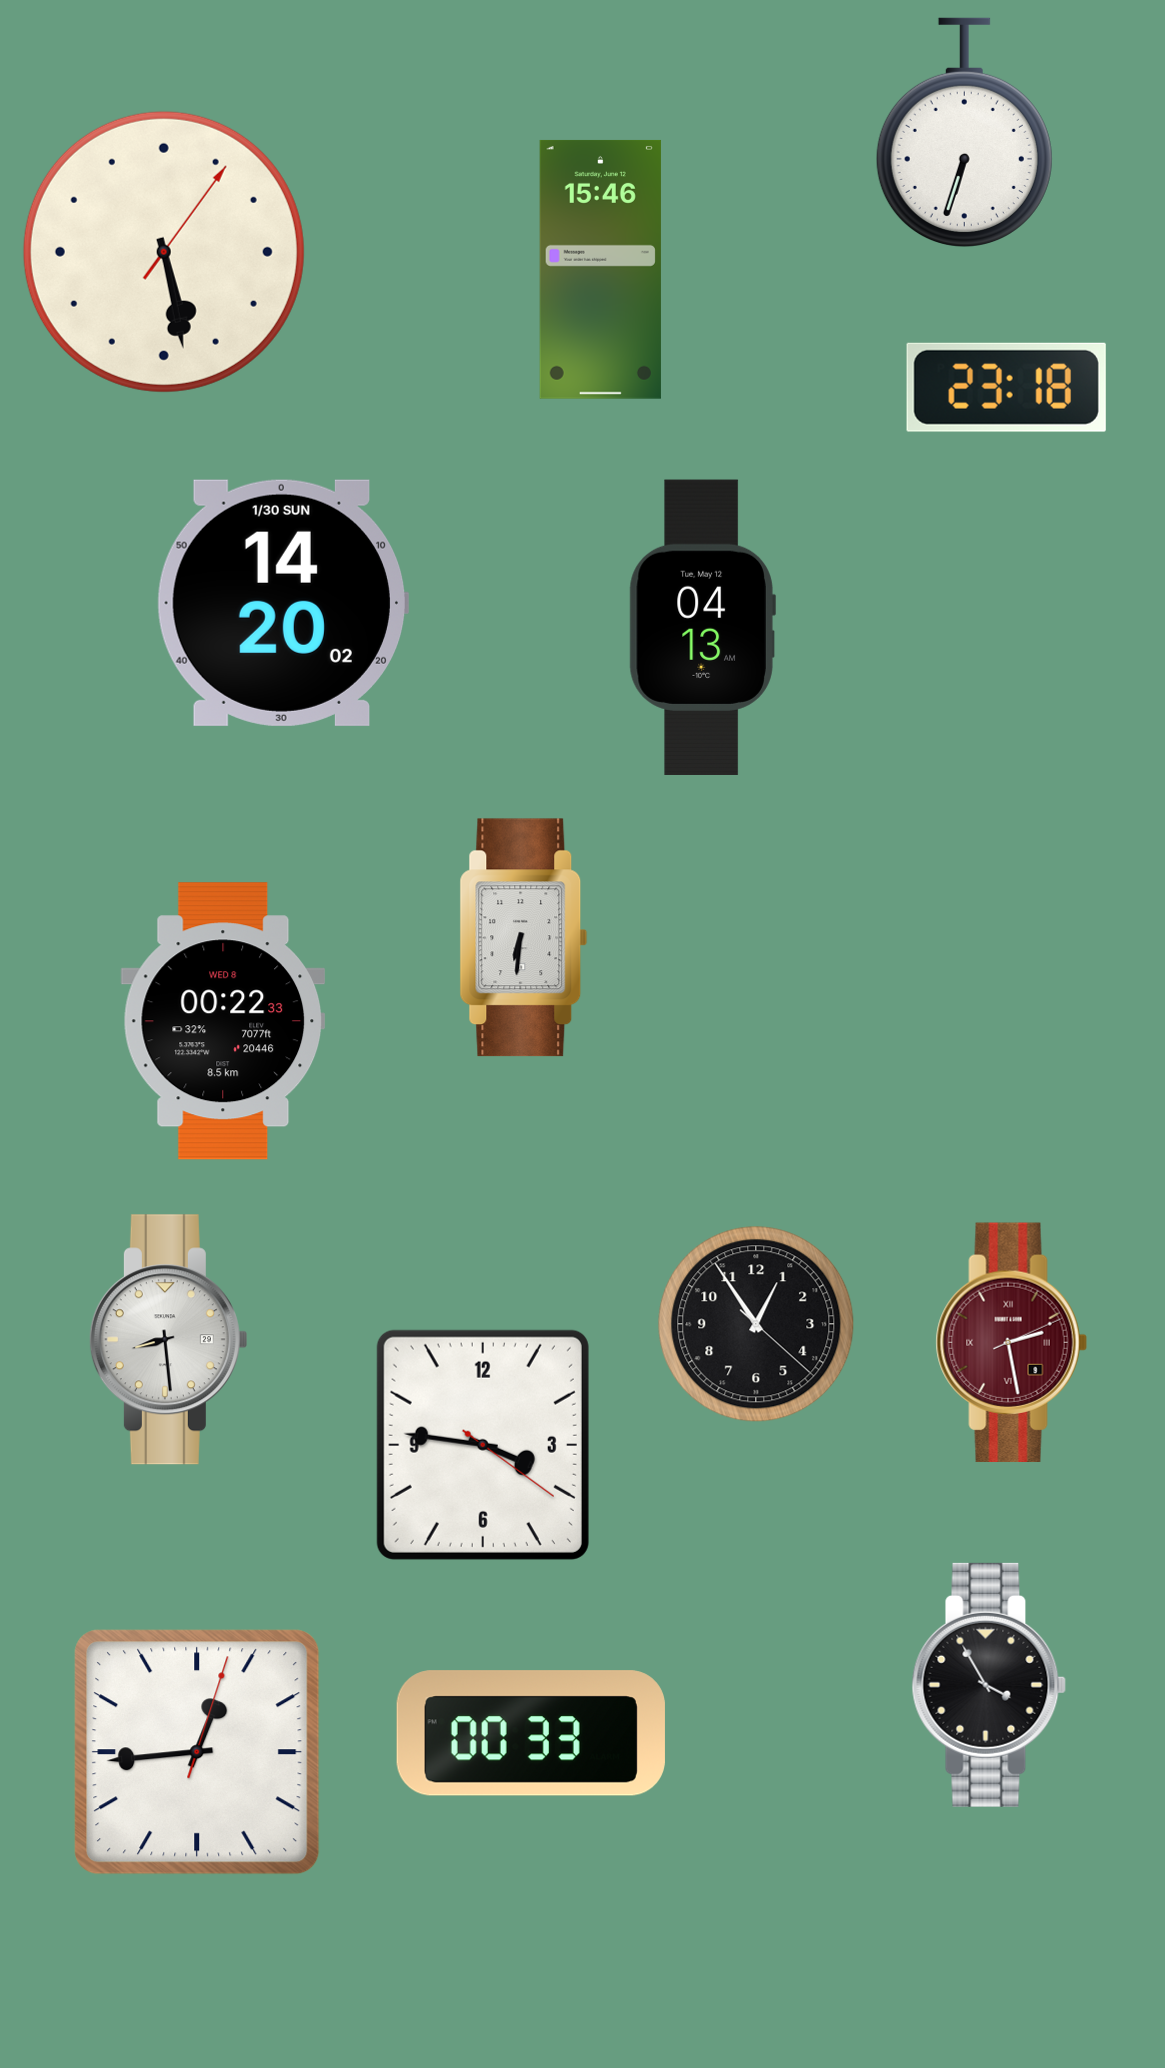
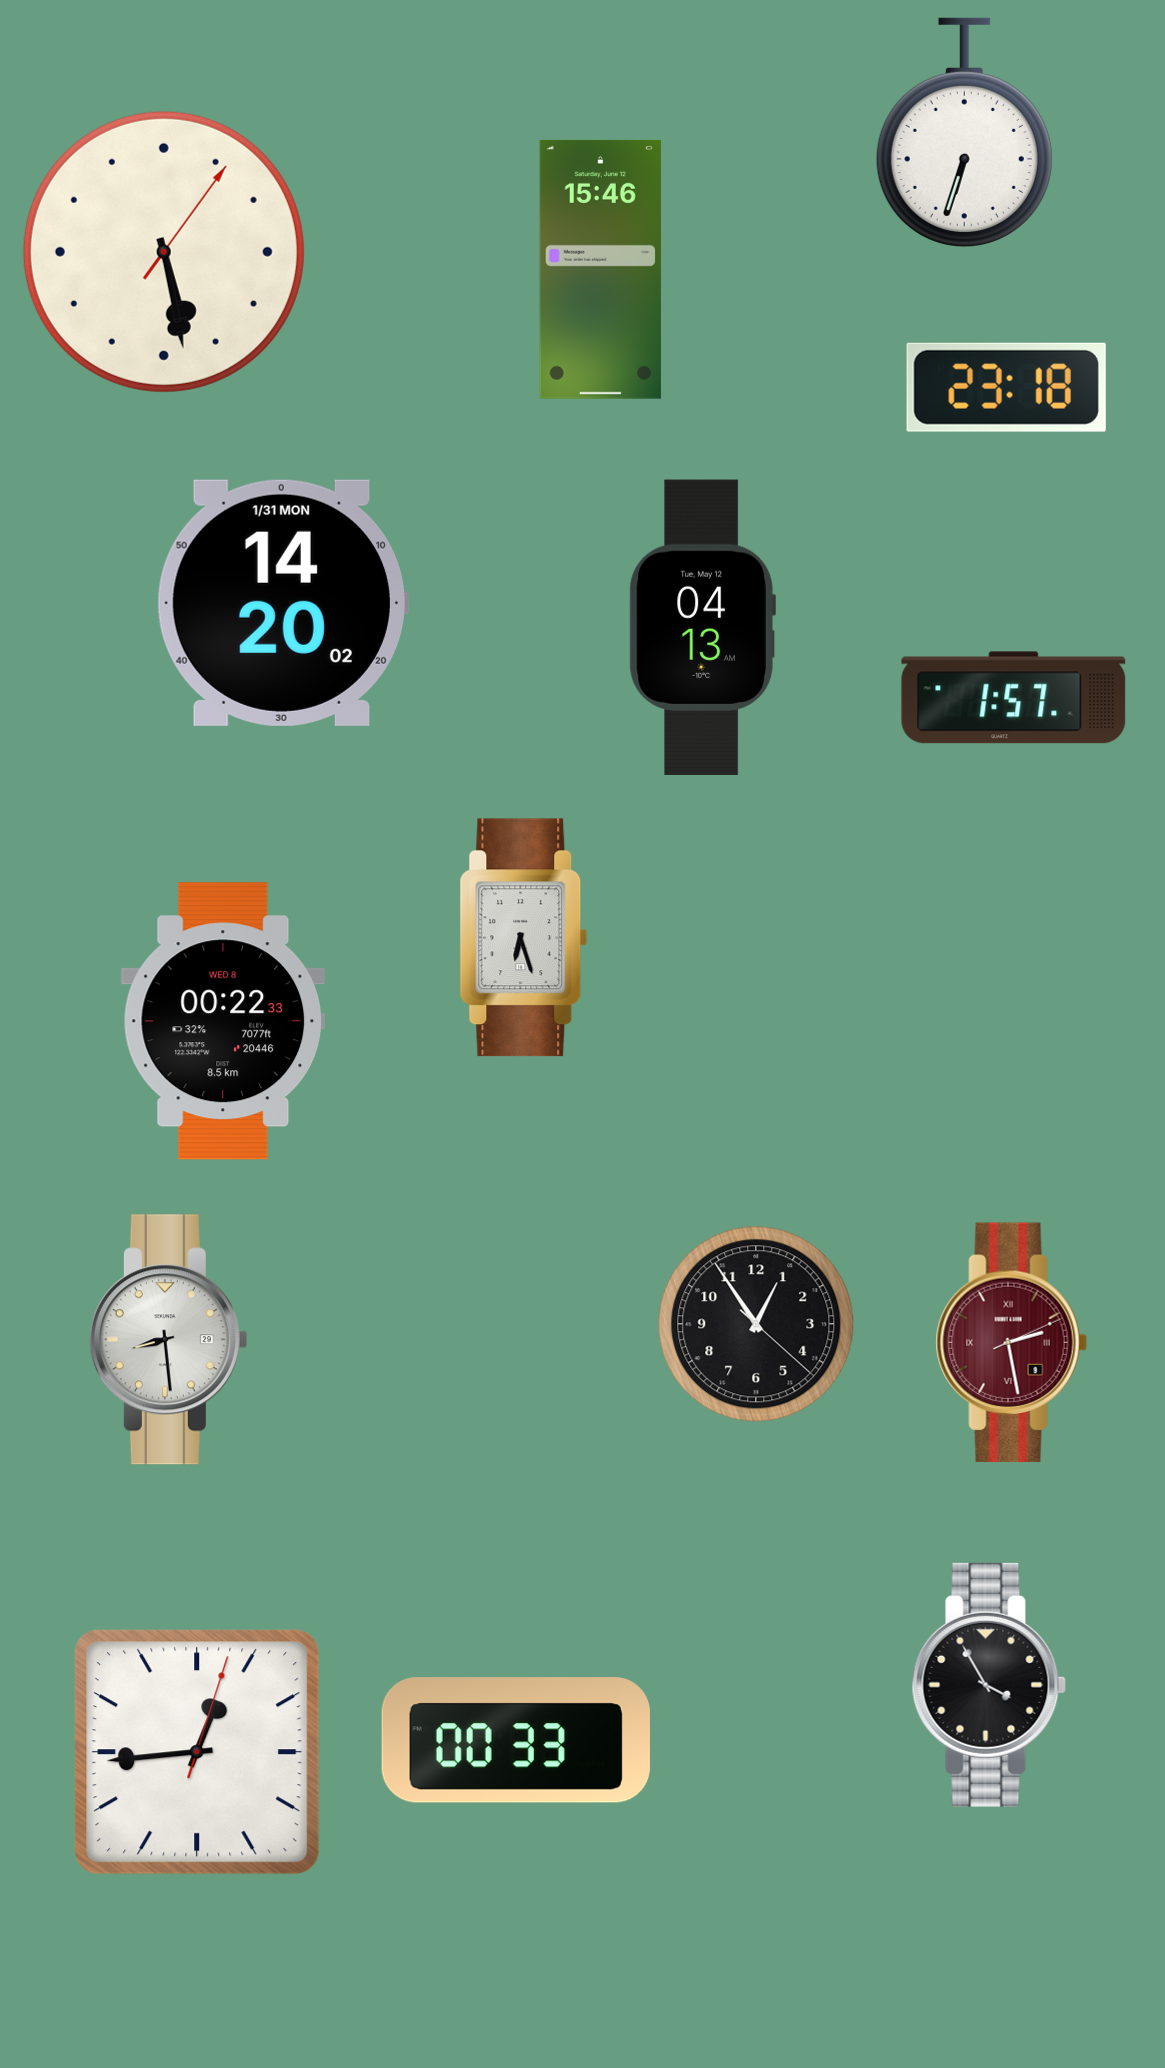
clock at (282, 603) date: 1/30 SUN -> 1/31 MON
clock at (1014, 698): none -> 1:57
clock at (524, 938): 6:31 -> 6:27
clock at (483, 1445): 3:46 -> none
clock at (531, 1733) position: (531, 1733) -> (516, 1740)
